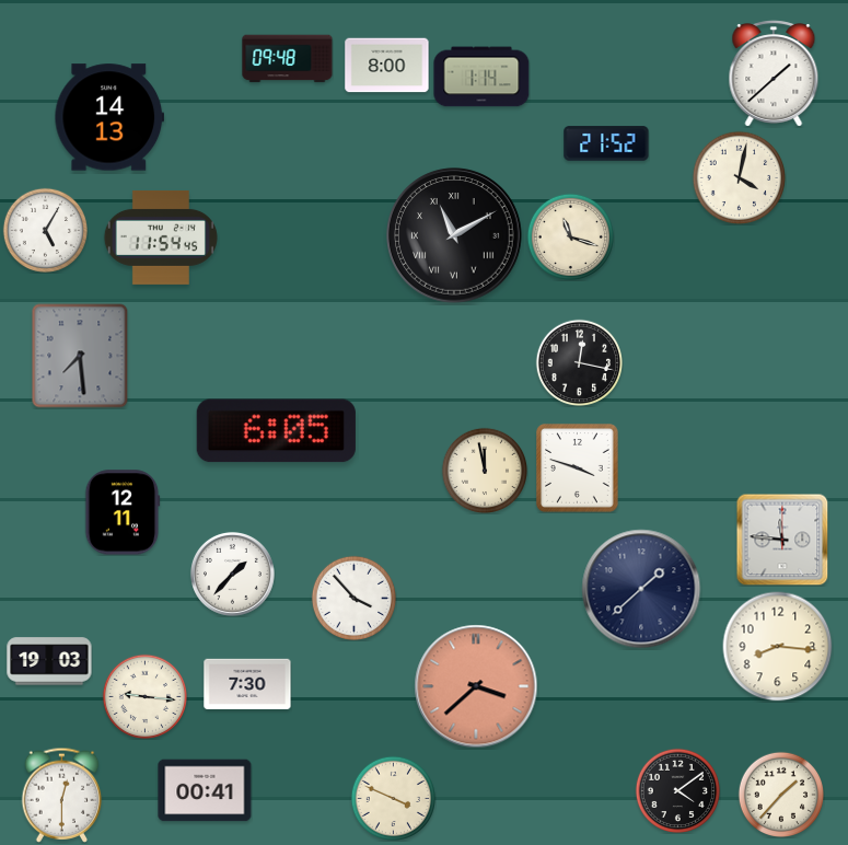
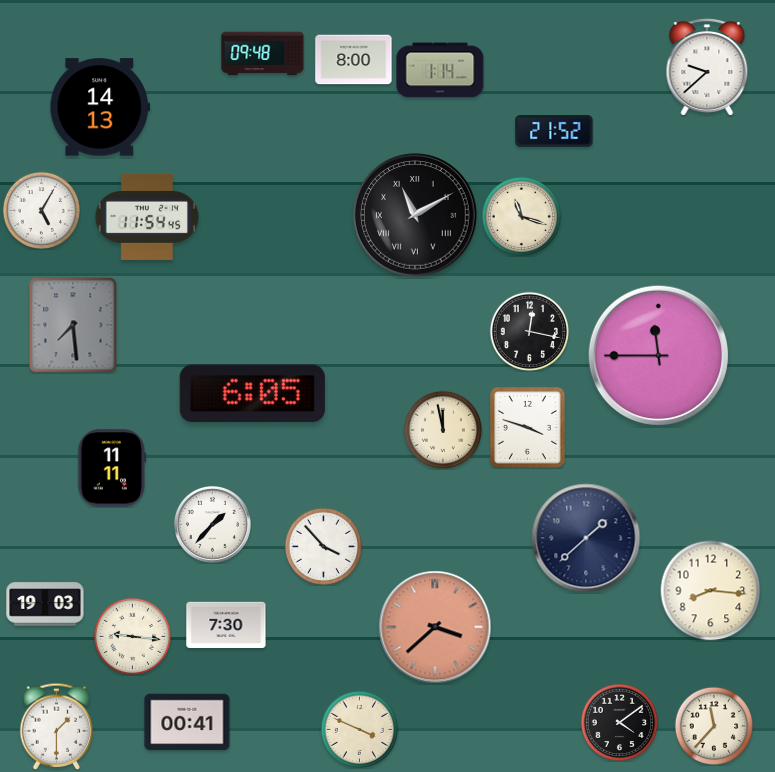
clock at (774, 73): 1:38 -> 9:38
clock at (739, 177): 4:02 -> none
clock at (658, 355): none -> 11:45
clock at (123, 512): 12:11 -> 11:11
clock at (782, 540): 11:46 -> none
clock at (780, 794): 1:37 -> 11:37
clock at (62, 795): 12:30 -> 1:30
